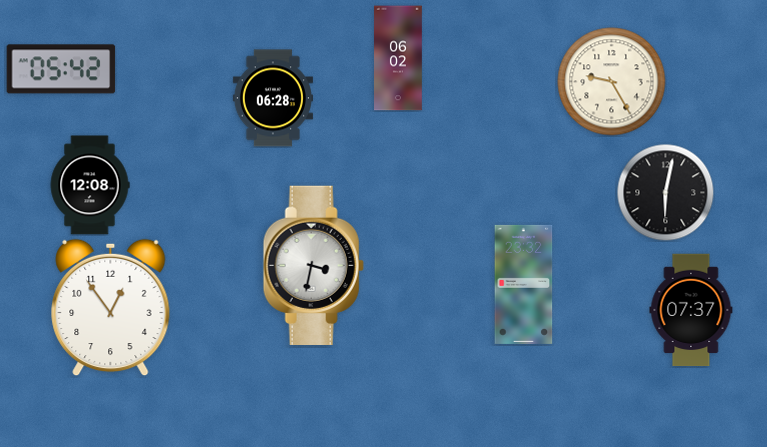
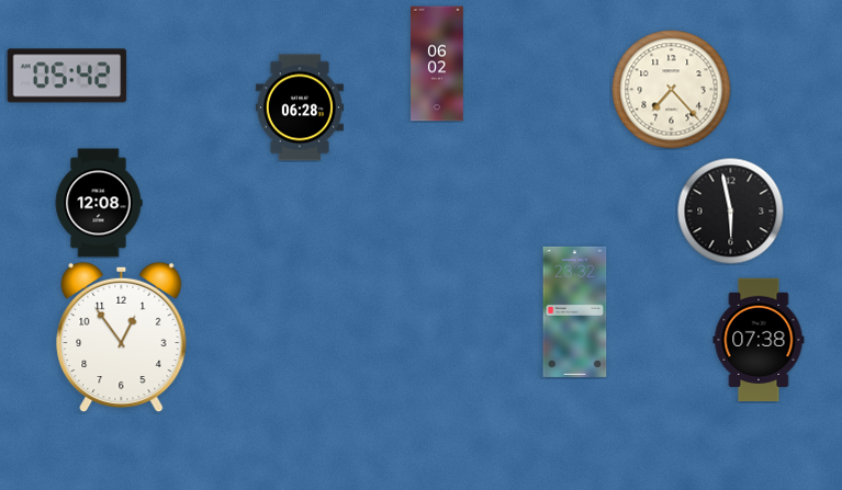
clock at (612, 82): 9:25 -> 7:23
clock at (665, 192): 6:02 -> 5:58
clock at (313, 265): 3:32 -> none
clock at (691, 310): 07:37 -> 07:38
